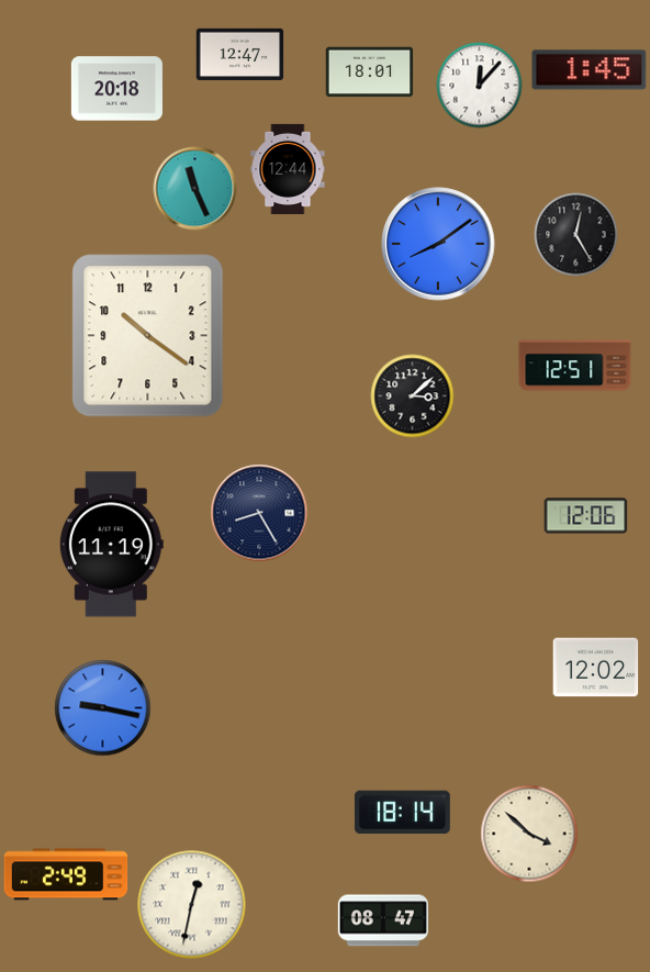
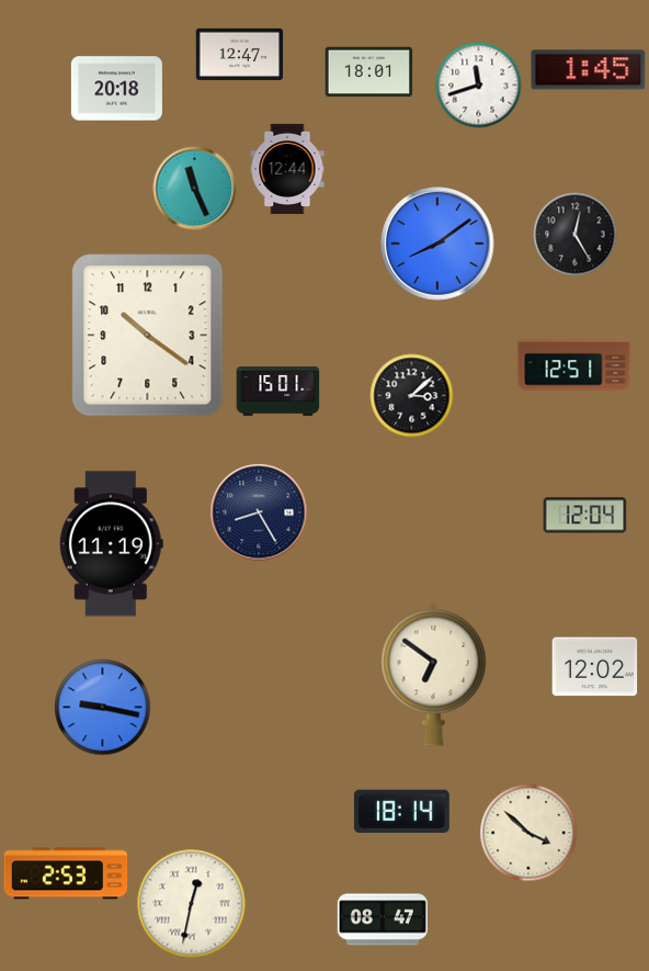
clock at (480, 86): 12:07 -> 11:42
clock at (278, 391): none -> 15:01
clock at (586, 516): 12:06 -> 12:04
clock at (434, 674): none -> 6:51
clock at (66, 874): 2:49 -> 2:53
